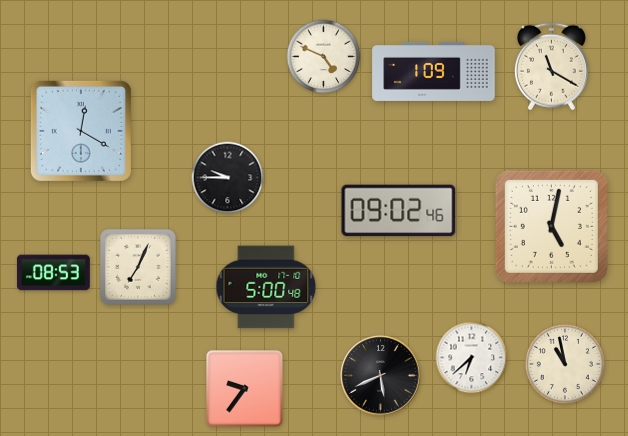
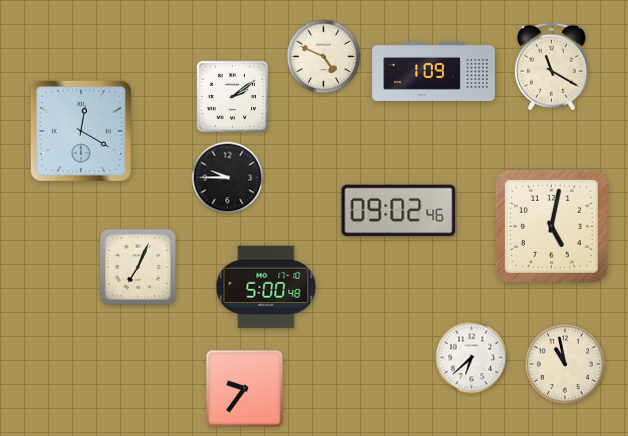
clock at (233, 97): none -> 2:09
clock at (53, 273): 08:53 -> none
clock at (381, 376): 5:41 -> none
